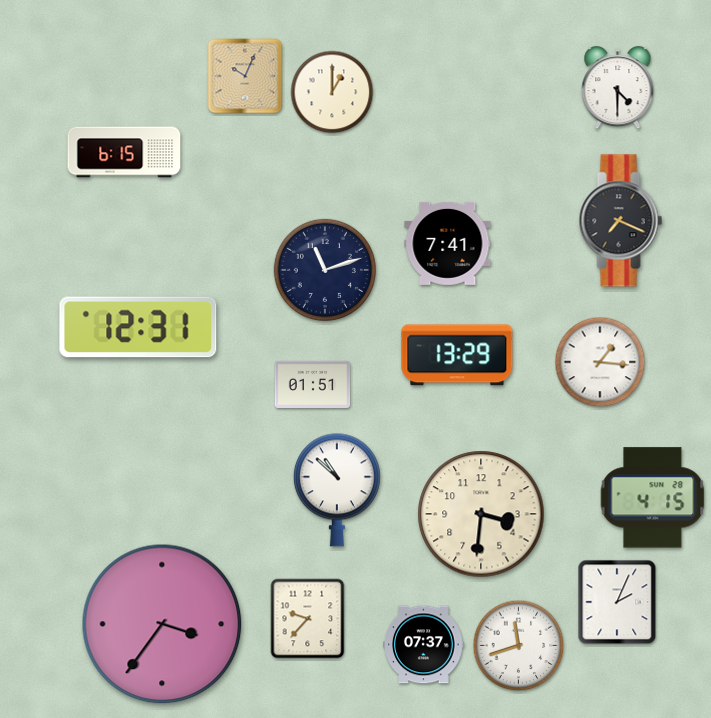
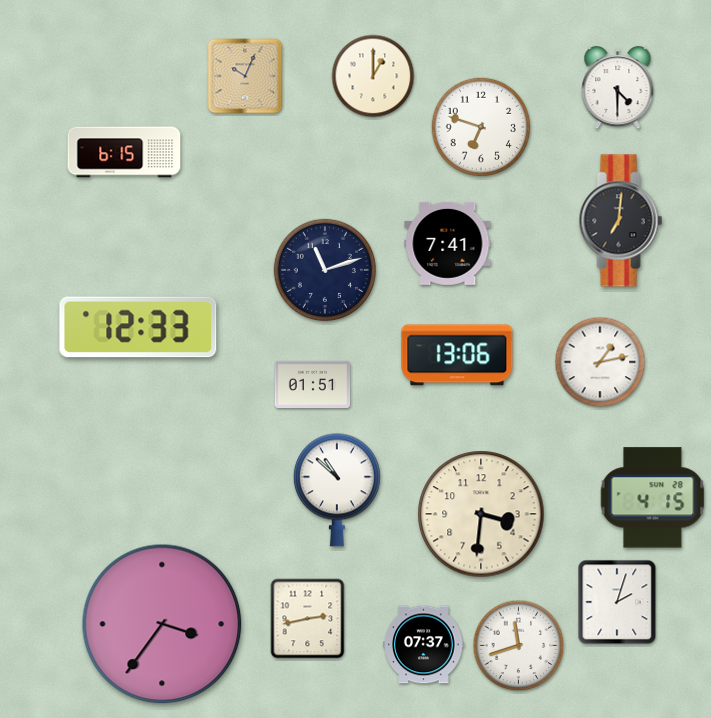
clock at (332, 92) position: (332, 92) -> (373, 76)
clock at (481, 127): none -> 6:48
clock at (621, 221): 7:19 -> 7:01
clock at (138, 327): 12:31 -> 12:33
clock at (457, 355): 13:29 -> 13:06
clock at (600, 362): 1:16 -> 1:13
clock at (617, 602): 2:04 -> 2:03
clock at (308, 619): 9:37 -> 2:43
